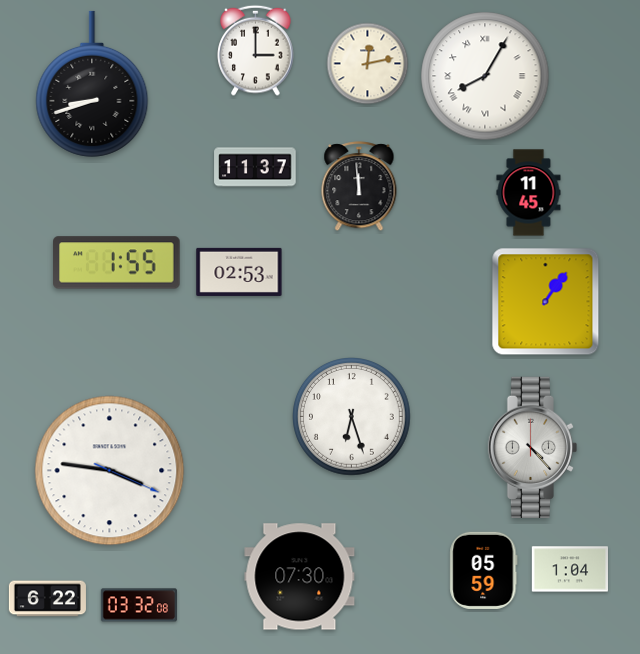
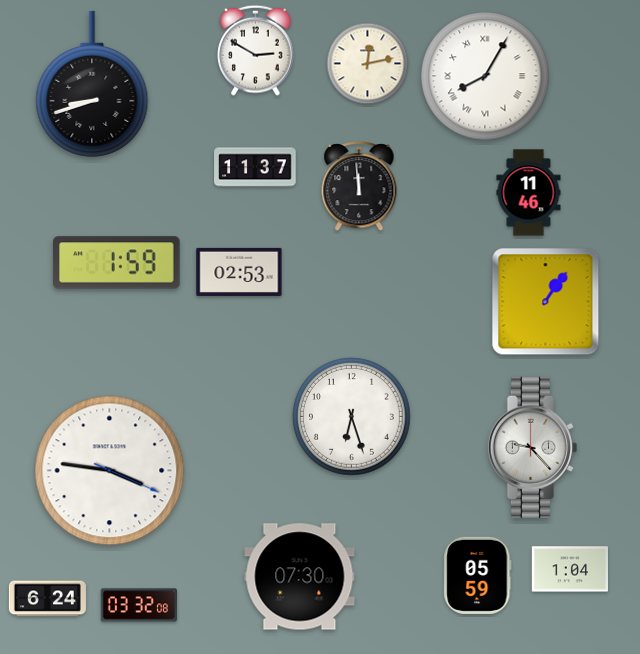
clock at (256, 50): 3:00 -> 2:50
clock at (529, 193): 11:45 -> 11:46
clock at (117, 263): 1:55 -> 1:59
clock at (533, 448): 4:23 -> 9:23
clock at (484, 570) position: (484, 570) -> (478, 575)
clock at (47, 599): 6:22 -> 6:24
